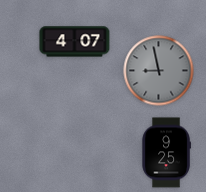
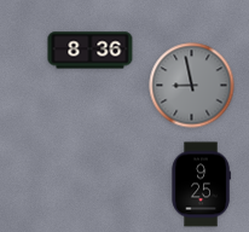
clock at (75, 42): 4:07 -> 8:36
